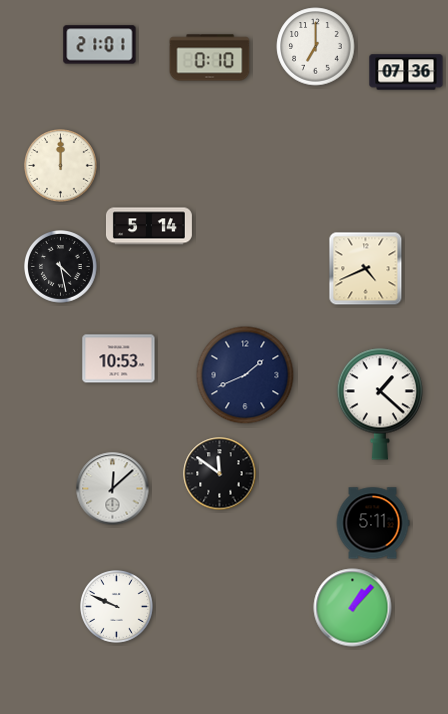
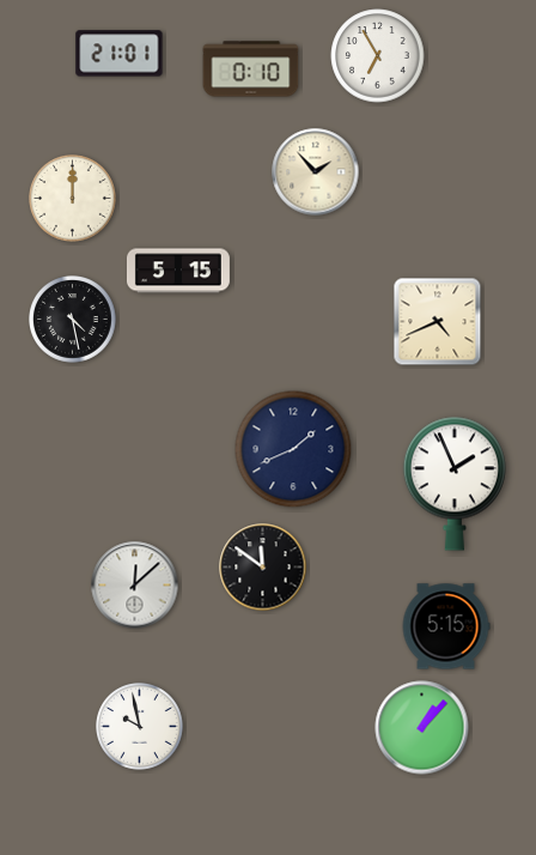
clock at (316, 47): 7:00 -> 6:55
clock at (406, 72): 07:36 -> none
clock at (316, 172): none -> 1:53
clock at (149, 226): 5:14 -> 5:15
clock at (119, 359): 10:53 -> none
clock at (380, 404): 1:22 -> 1:56
clock at (373, 523): 5:11 -> 5:15
clock at (117, 607): 9:49 -> 9:58
